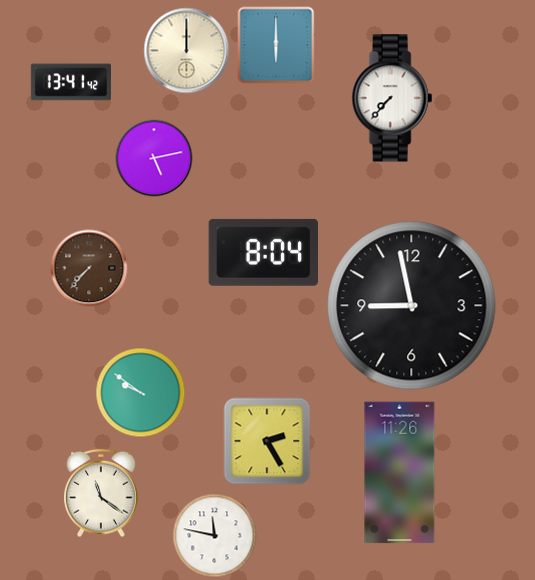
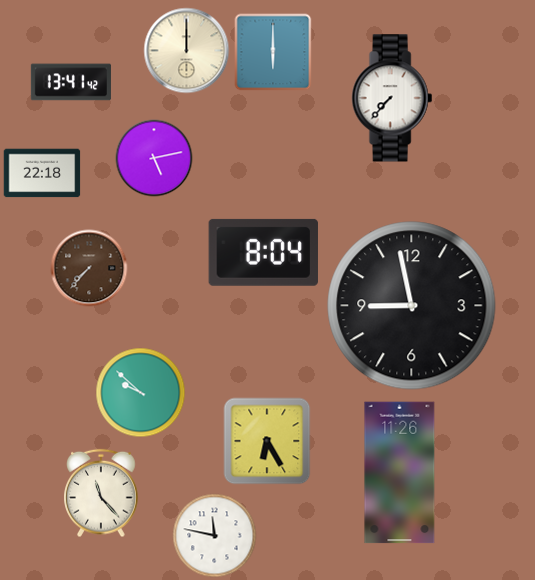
clock at (276, 45) position: (276, 45) -> (273, 52)
clock at (42, 173): none -> 22:18
clock at (141, 393): 9:51 -> 9:52
clock at (267, 441): 2:25 -> 6:25
clock at (102, 493): 11:21 -> 11:23
